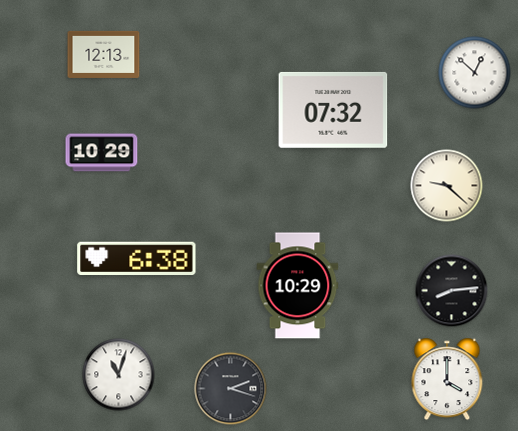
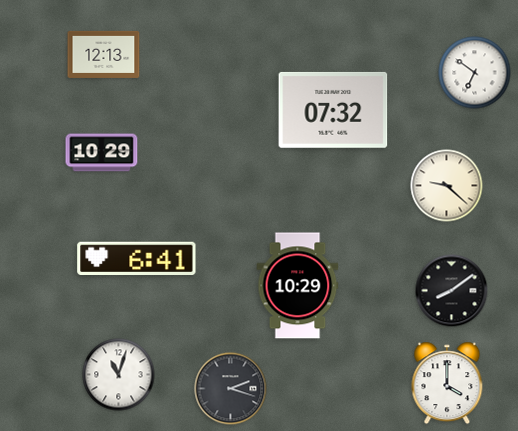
clock at (475, 73): 12:52 -> 6:51
clock at (137, 259): 6:38 -> 6:41
clock at (452, 291): 8:14 -> 8:09
clock at (447, 379) position: (447, 379) -> (447, 383)
